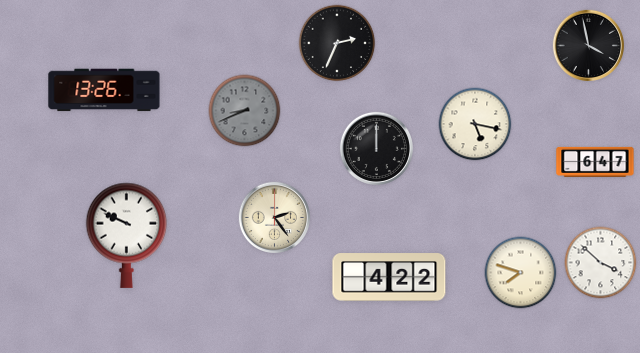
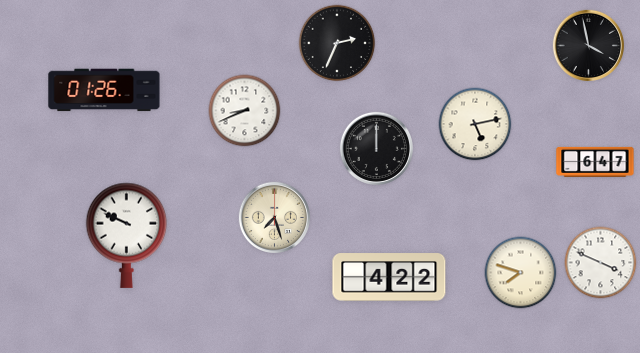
clock at (104, 90): 13:26 -> 01:26
clock at (245, 111) dial: grey -> white
clock at (475, 124): 5:17 -> 5:13
clock at (274, 217): 2:24 -> 7:27
clock at (601, 263): 3:52 -> 3:49
